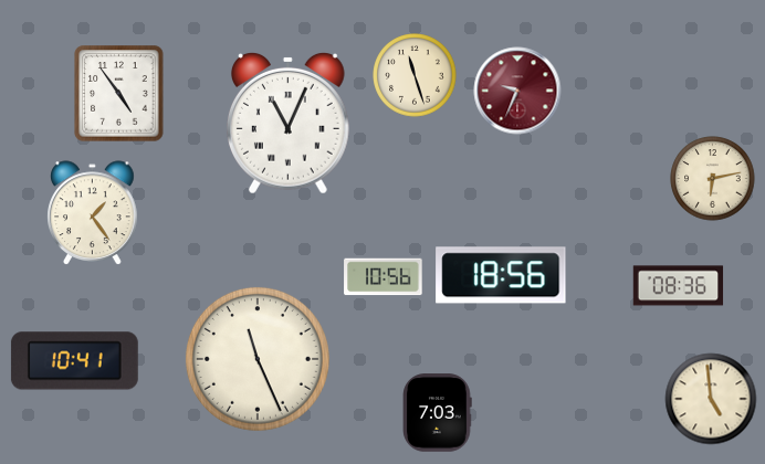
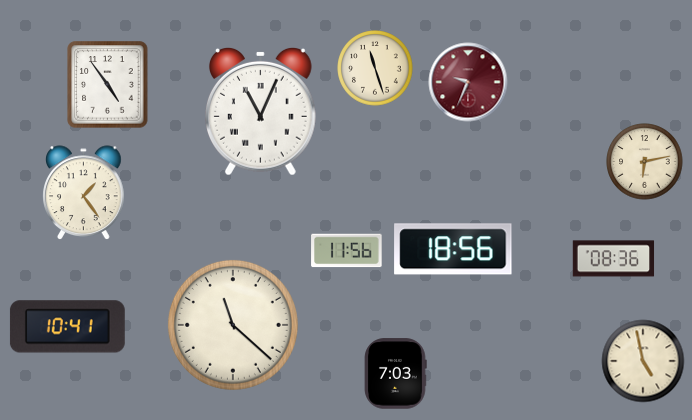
clock at (384, 277): 10:56 -> 11:56
clock at (258, 359): 11:26 -> 11:22
clock at (711, 399): 4:59 -> 4:58
